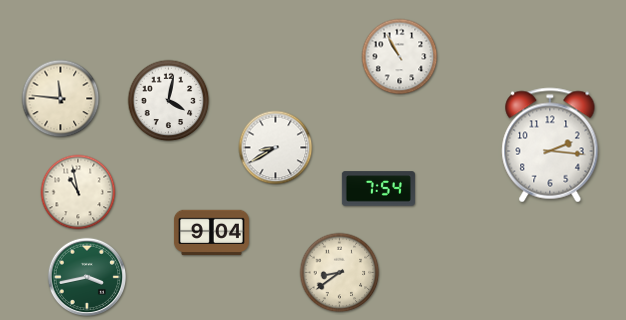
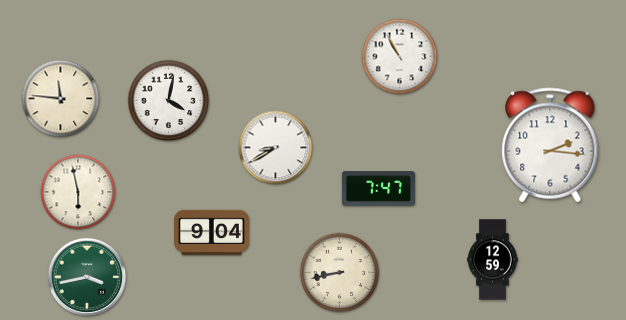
clock at (378, 189): 7:54 -> 7:47
clock at (78, 192): 10:58 -> 5:58
clock at (493, 260): none -> 12:59
clock at (340, 273): 8:39 -> 8:43
